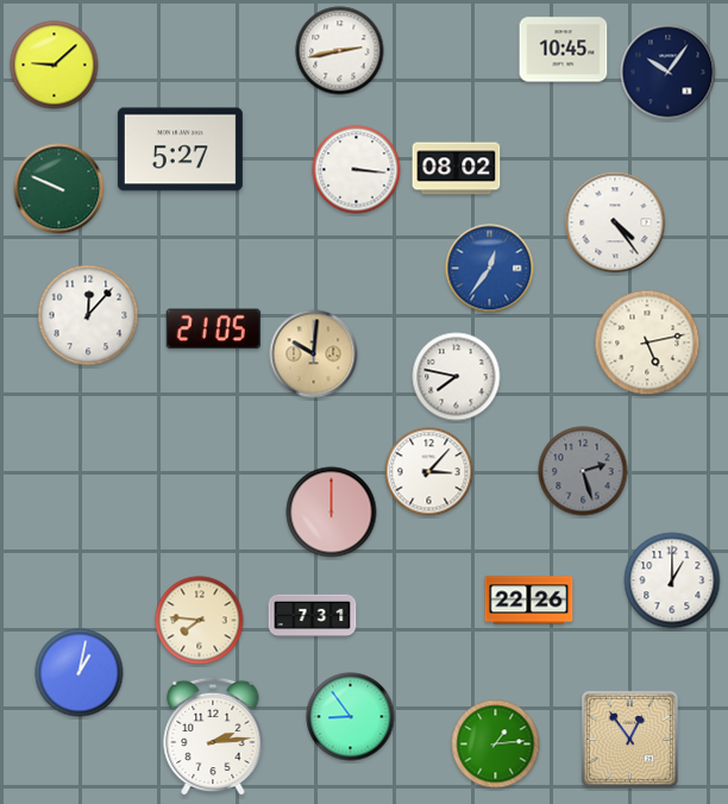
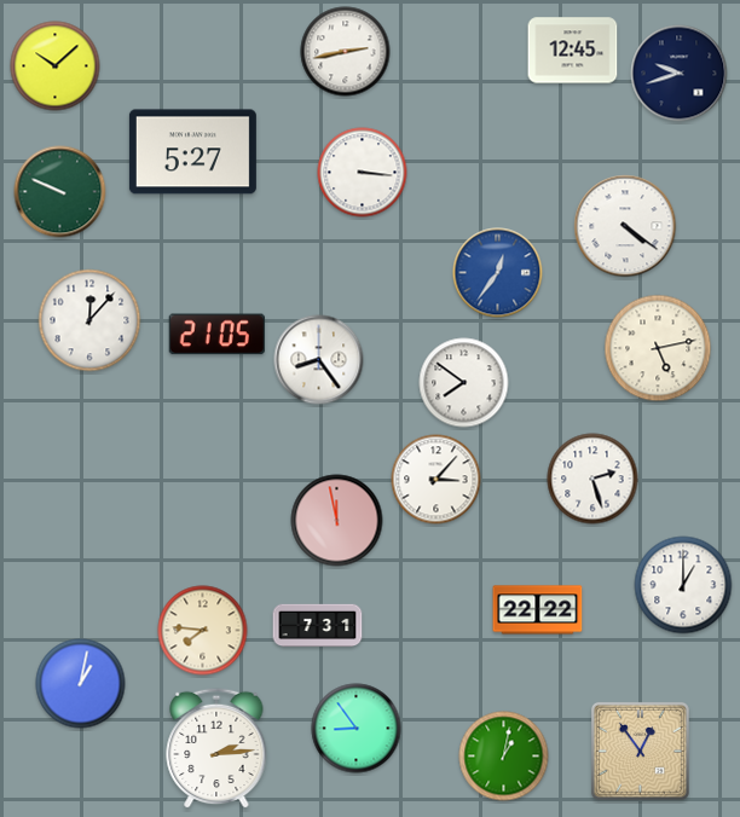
clock at (564, 50): 10:45 -> 12:45
clock at (55, 65): 9:08 -> 10:08
clock at (669, 73): 10:06 -> 9:42
clock at (180, 150) position: (180, 150) -> (192, 152)
clock at (457, 169): 08:02 -> none
clock at (615, 222): 4:24 -> 4:21
clock at (314, 354): 10:01 -> 8:24
clock at (314, 354) dial: champagne -> white
clock at (457, 377): 7:47 -> 7:51
clock at (583, 471) dial: grey -> white
clock at (332, 513): 12:00 -> 11:58
clock at (672, 580) position: (672, 580) -> (683, 585)
clock at (529, 601): 22:26 -> 22:22
clock at (496, 745): 1:14 -> 1:02
